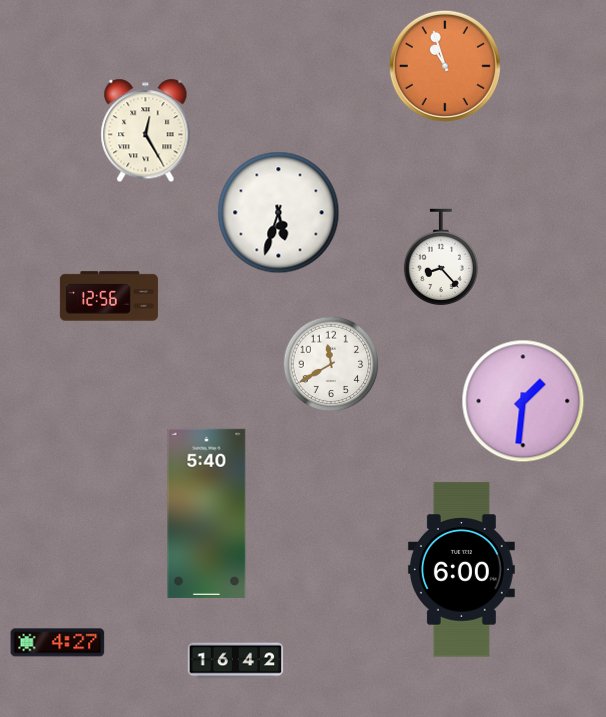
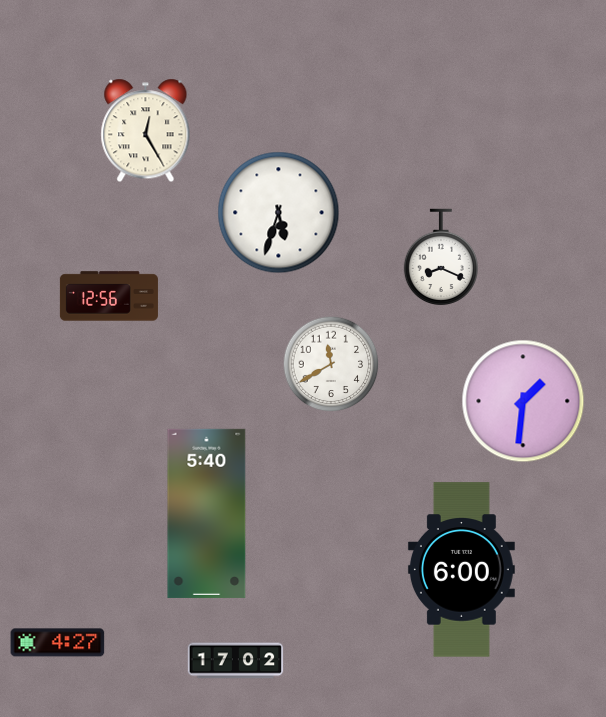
clock at (445, 66): 10:57 -> none
clock at (440, 257): 8:23 -> 8:19
clock at (236, 661): 16:42 -> 17:02
